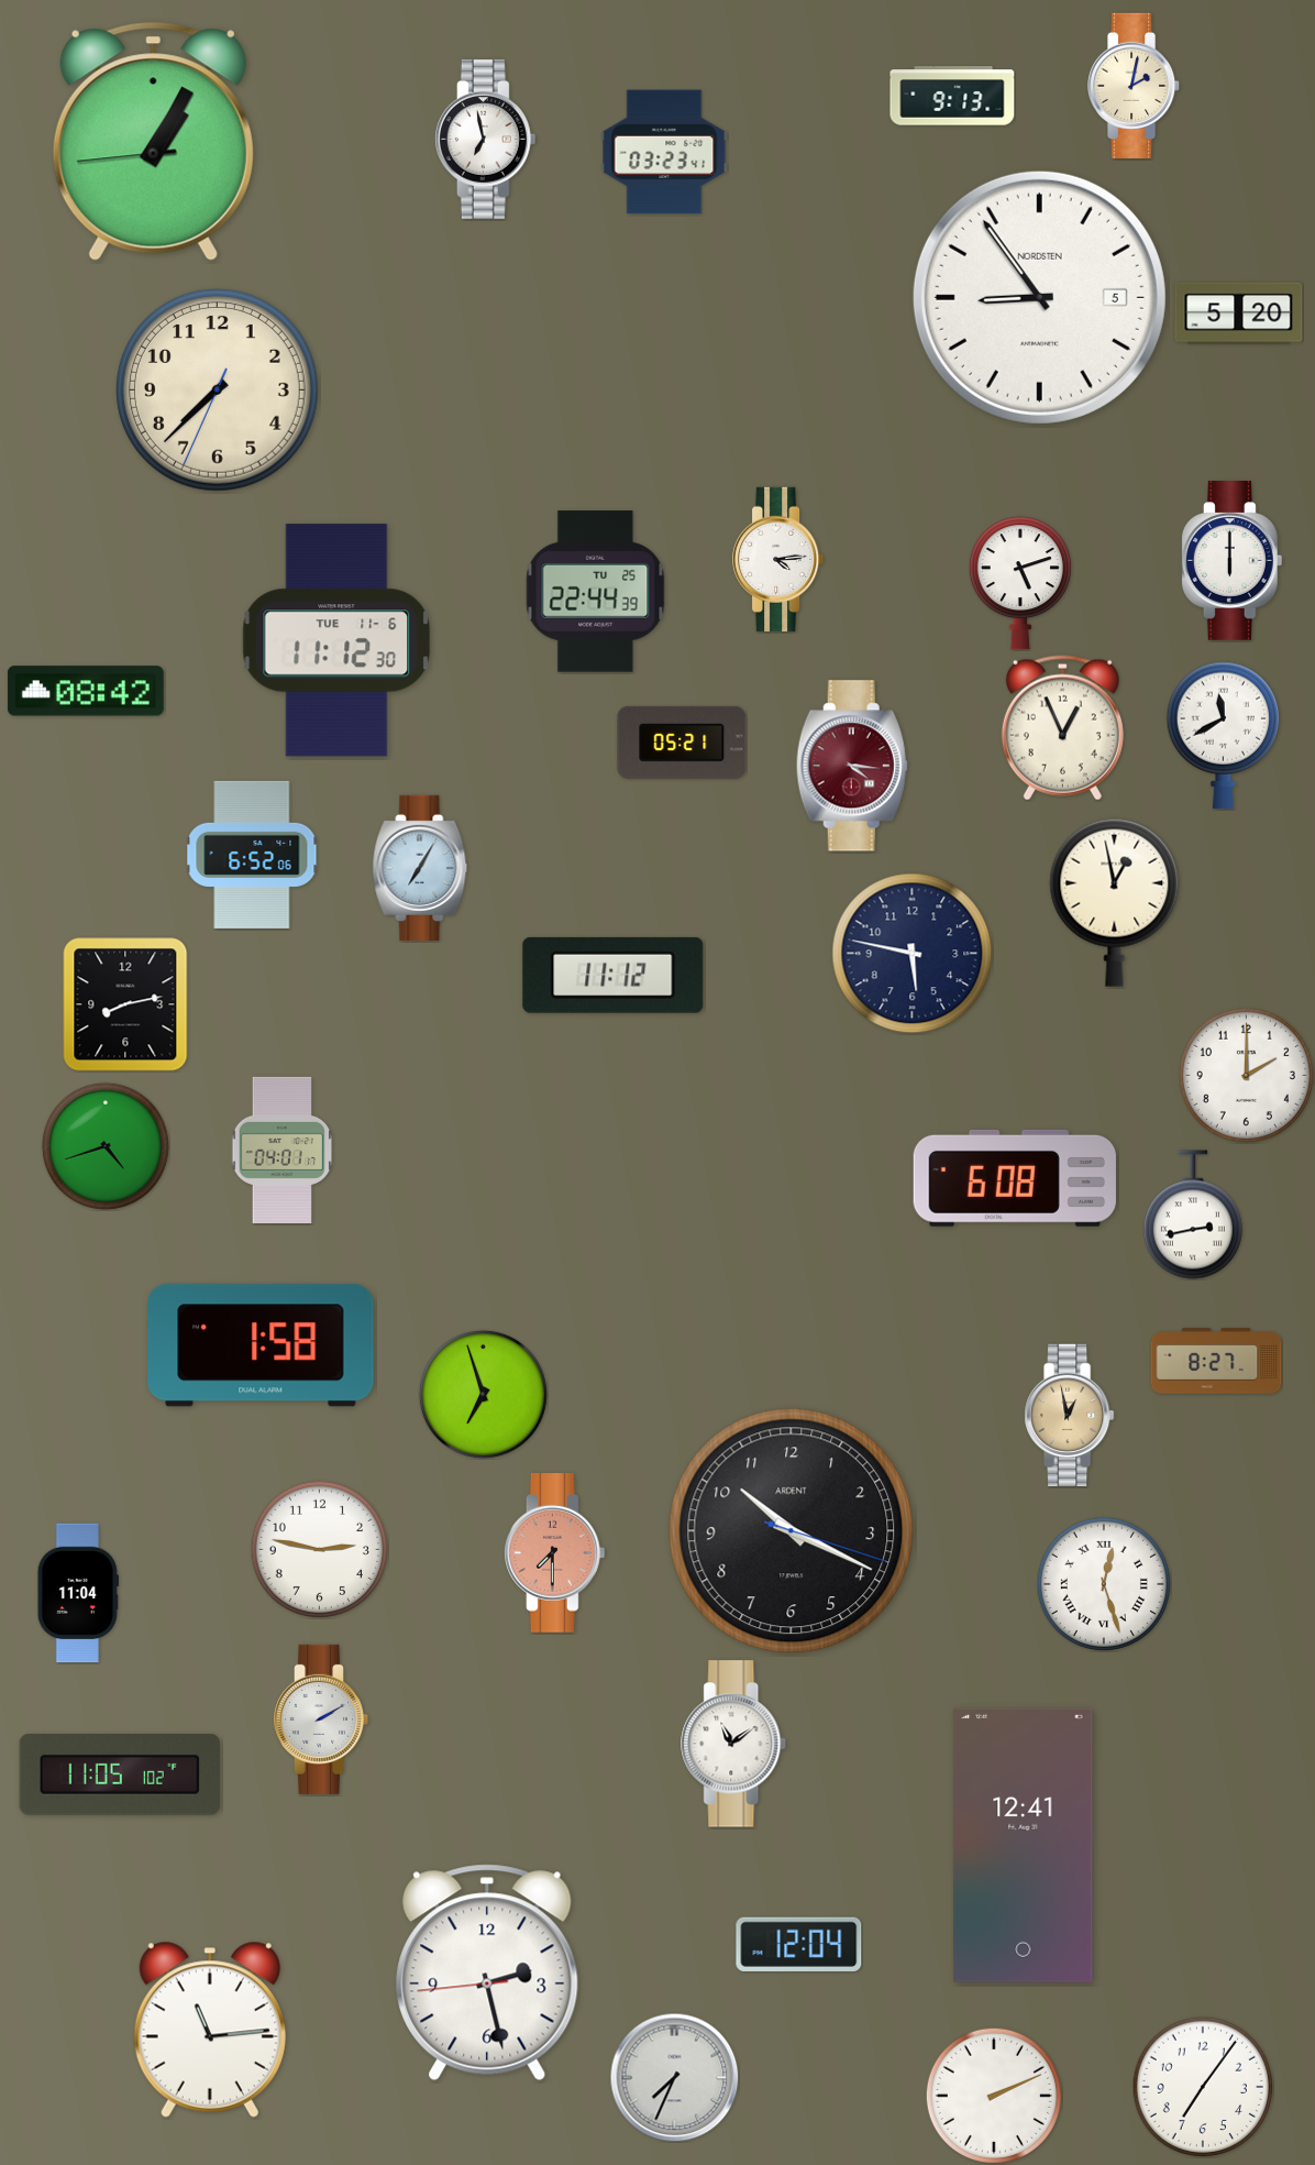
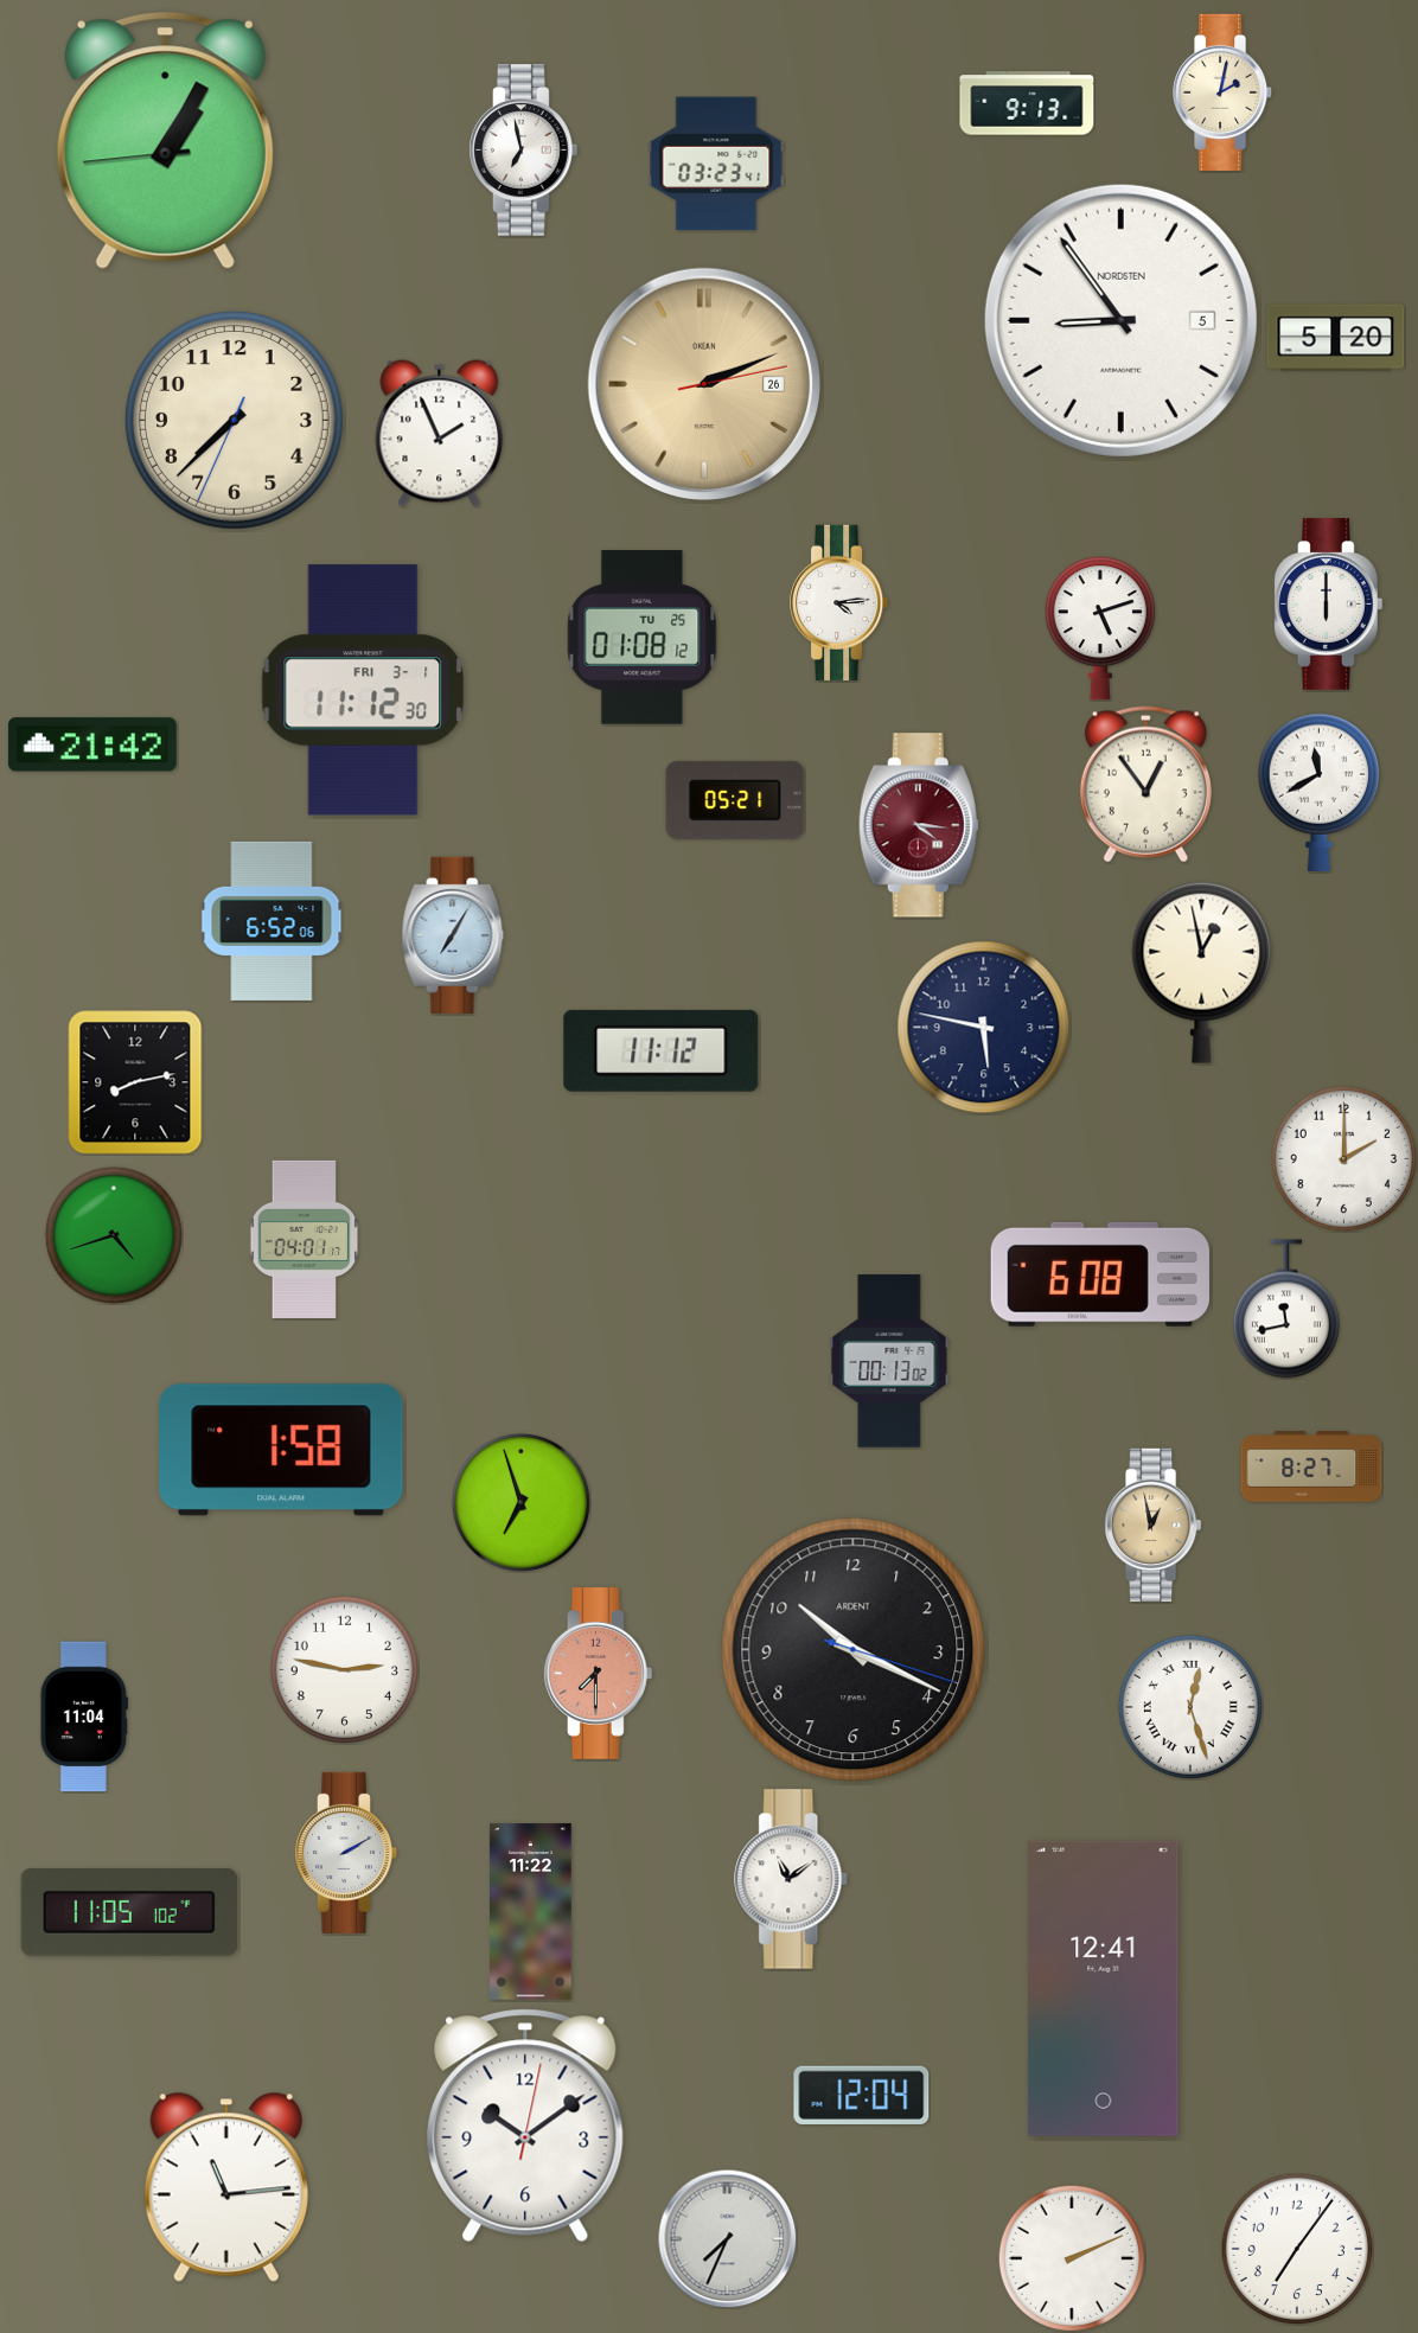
clock at (153, 141) position: (153, 141) -> (165, 140)
clock at (703, 383): none -> 2:11
clock at (440, 434): none -> 1:56
clock at (596, 592): 22:44 -> 01:08
clock at (336, 640) date: TUE 11-6 -> FRI 3-1
clock at (86, 691): 08:42 -> 21:42
clock at (1062, 728): 12:56 -> 12:54
clock at (1015, 1178) position: (1015, 1178) -> (1100, 1274)
clock at (1193, 1215): 2:43 -> 11:43
clock at (889, 1361): none -> 00:13
clock at (531, 1912): none -> 11:22
clock at (487, 1972): 2:27 -> 10:09
